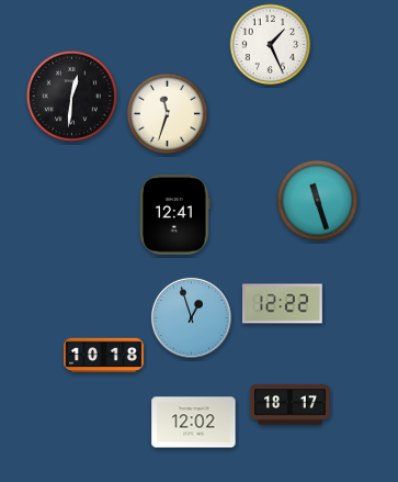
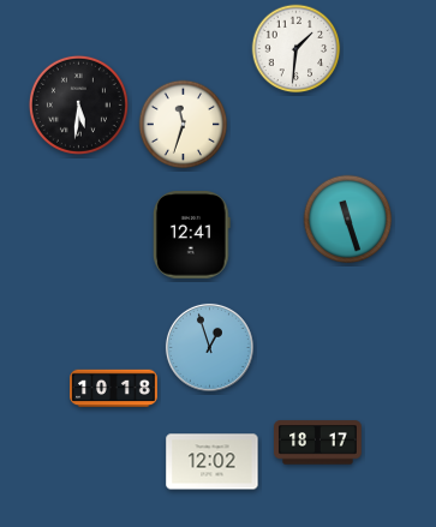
clock at (271, 45): 1:26 -> 1:31
clock at (71, 96): 12:31 -> 5:31
clock at (283, 304): 12:22 -> none
